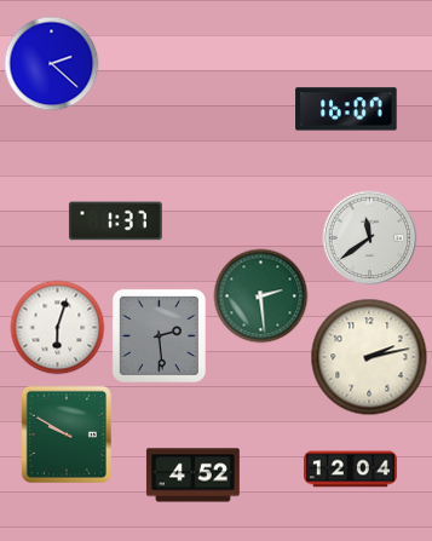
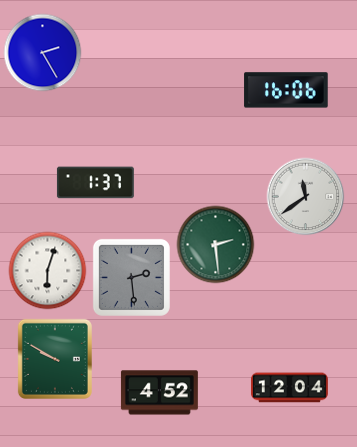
clock at (51, 63): 2:22 -> 2:25
clock at (346, 109): 16:07 -> 16:06
clock at (369, 357): 2:13 -> none
